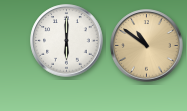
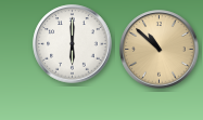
clock at (147, 46): 10:51 -> 10:52
